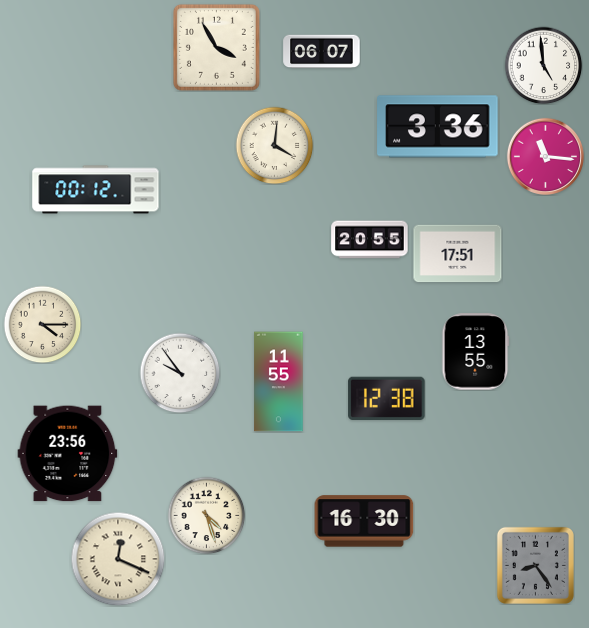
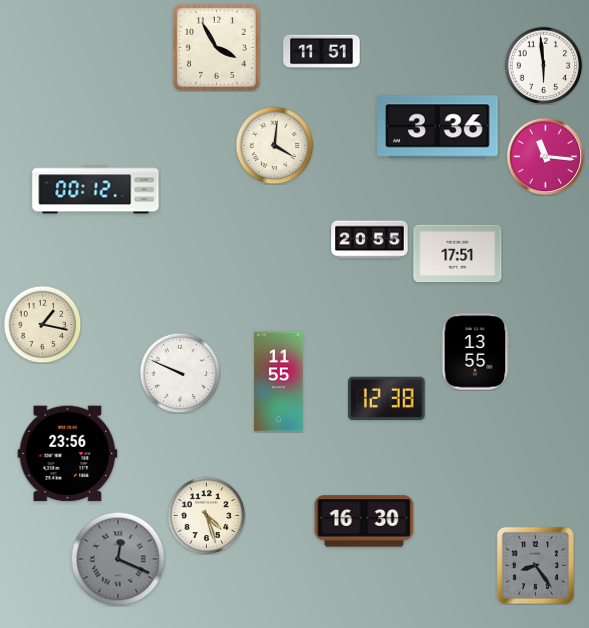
clock at (322, 52): 06:07 -> 11:51
clock at (543, 65): 4:59 -> 5:59
clock at (42, 324): 4:15 -> 1:17
clock at (180, 373): 9:54 -> 9:49
clock at (118, 559) dial: cream -> grey
